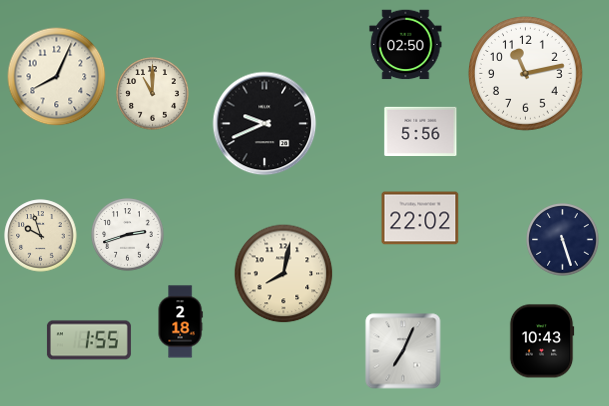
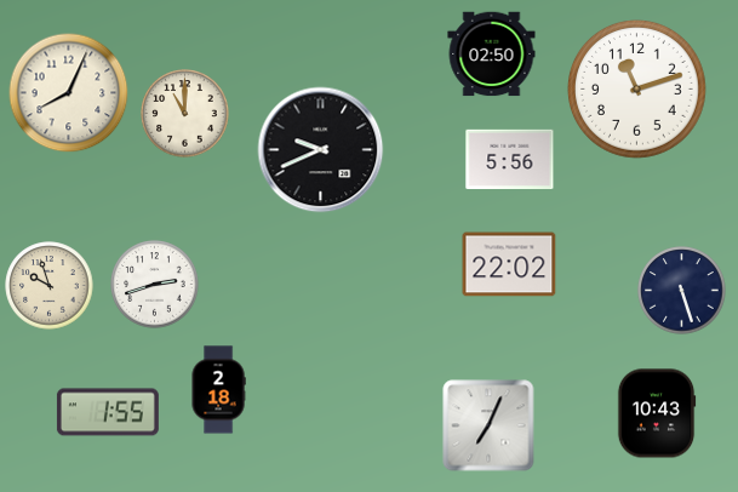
clock at (526, 74): 11:13 -> 11:12
clock at (284, 274): 8:02 -> none
